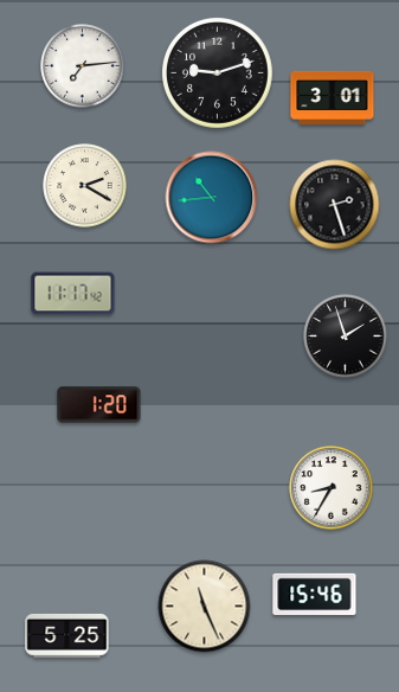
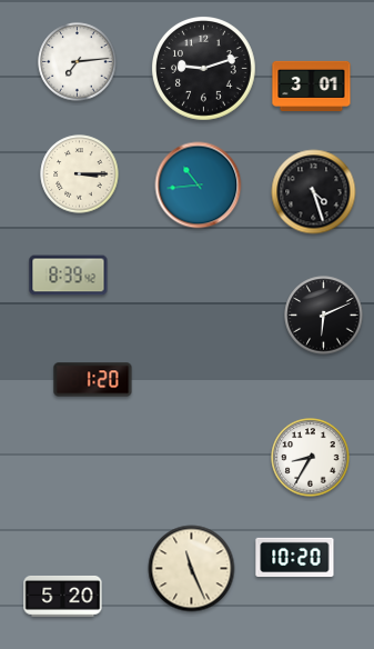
clock at (333, 97) position: (333, 97) -> (312, 86)
clock at (85, 186): 2:20 -> 3:15
clock at (335, 205): 2:27 -> 4:27
clock at (73, 294): 11:17 -> 8:39
clock at (346, 337): 1:57 -> 6:11
clock at (315, 595): 15:46 -> 10:20
clock at (67, 635): 5:25 -> 5:20
